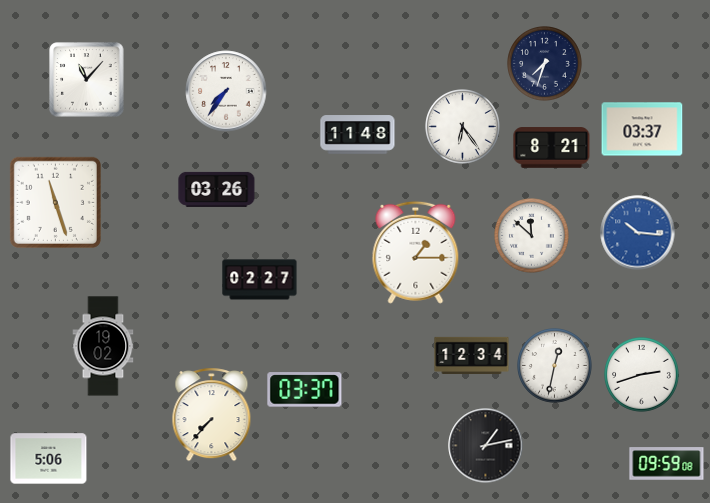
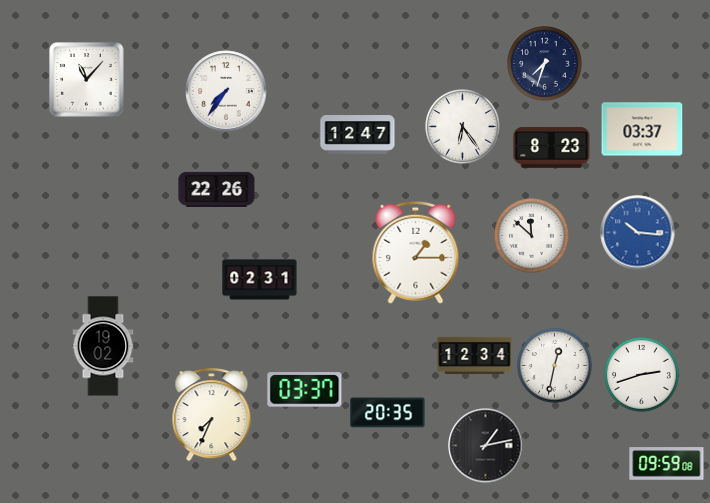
clock at (358, 135): 11:48 -> 12:47
clock at (552, 148): 8:21 -> 8:23
clock at (217, 189): 03:26 -> 22:26
clock at (55, 202): 11:27 -> none
clock at (260, 280): 02:27 -> 02:31
clock at (472, 355) position: (472, 355) -> (475, 355)
clock at (388, 413): none -> 20:35
clock at (212, 415): 7:37 -> 7:34
clock at (49, 459): 5:06 -> none
